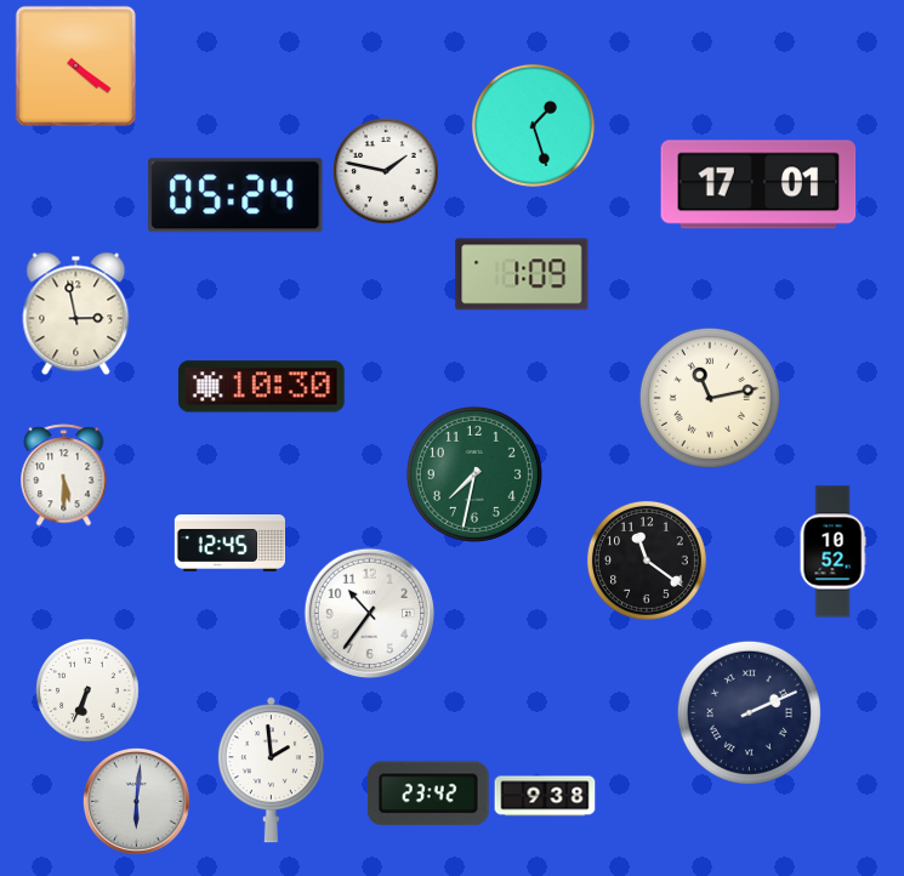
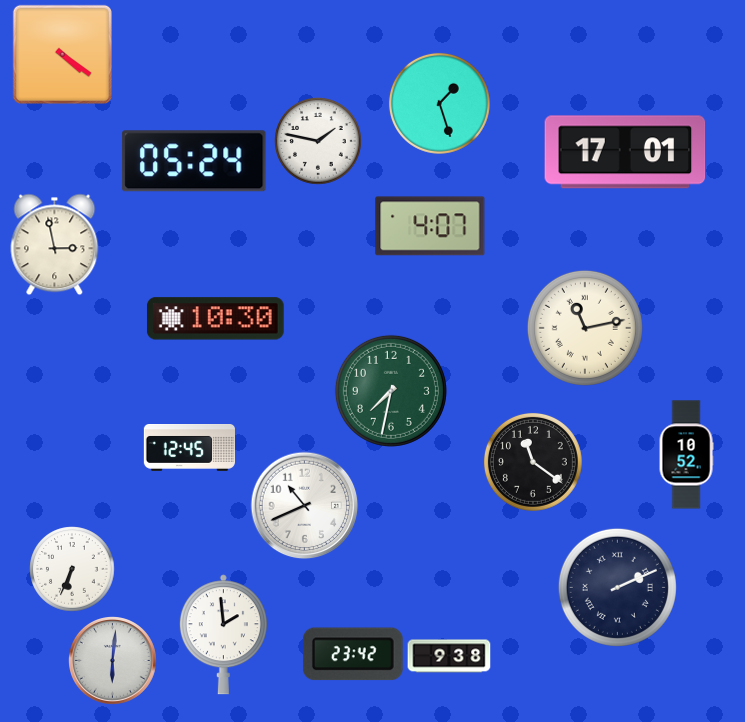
clock at (522, 274): 1:09 -> 4:07
clock at (76, 314) position: (76, 314) -> (55, 245)
clock at (64, 476): 5:30 -> none
clock at (370, 614): 10:36 -> 10:41
